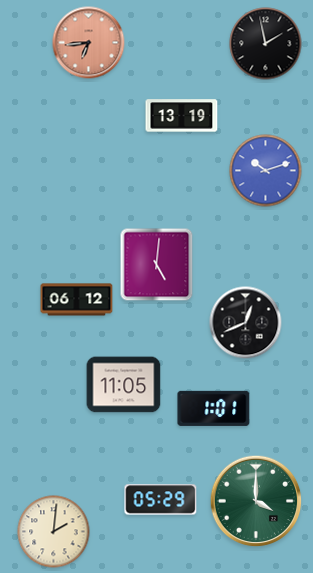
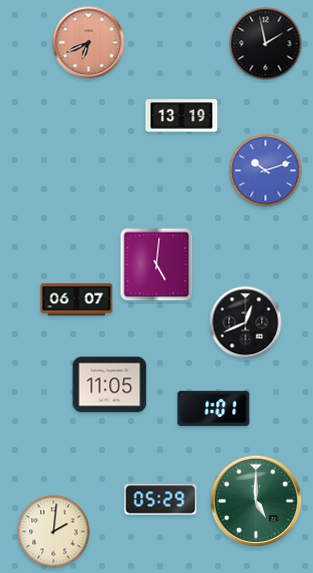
clock at (89, 43): 6:44 -> 6:41
clock at (77, 300): 06:12 -> 06:07
clock at (124, 385) position: (124, 385) -> (110, 385)
clock at (256, 501): 4:00 -> 5:00
